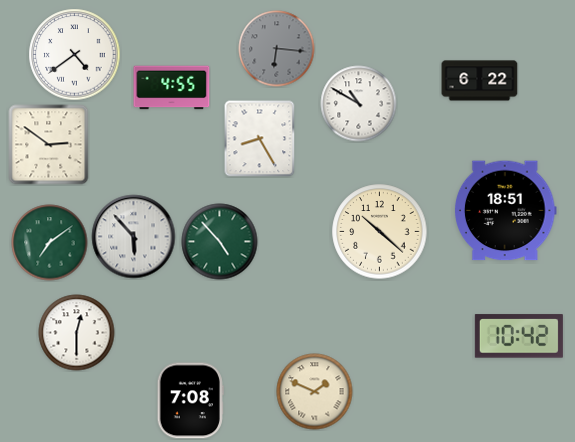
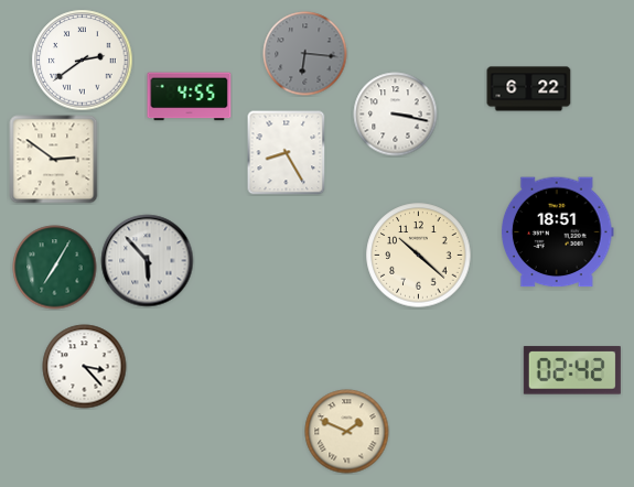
clock at (75, 55): 4:39 -> 2:39
clock at (359, 104): 10:50 -> 3:17
clock at (220, 242): 4:53 -> none
clock at (50, 243): 7:09 -> 7:05
clock at (77, 333): 12:30 -> 3:23
clock at (519, 336): 10:42 -> 02:42
clock at (190, 401): 7:08 -> none
